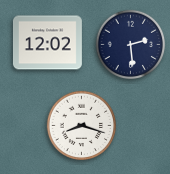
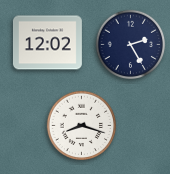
clock at (131, 45): 2:29 -> 2:25
